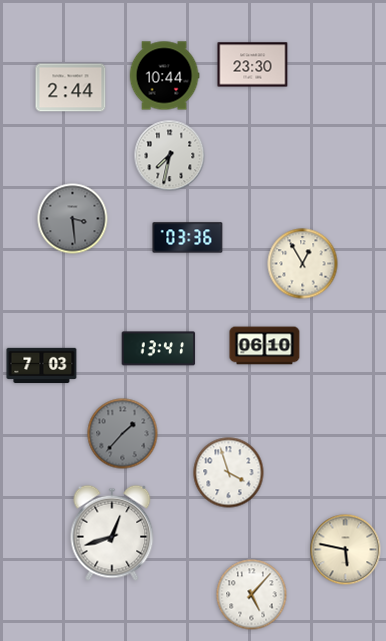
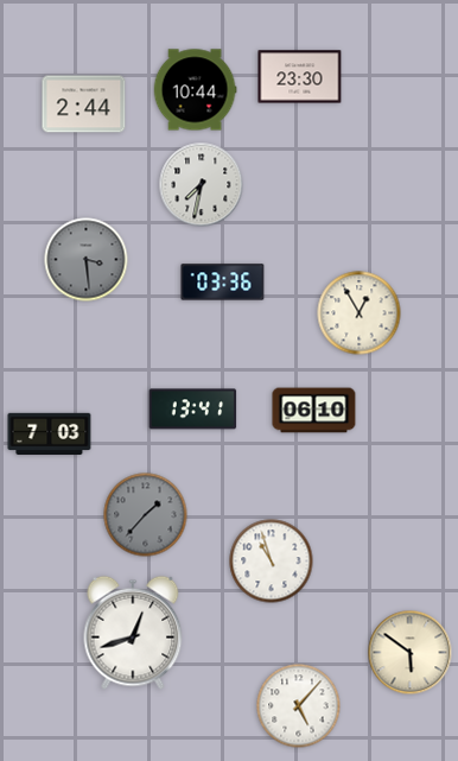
clock at (159, 349) position: (159, 349) -> (193, 410)
clock at (229, 473): 3:57 -> 10:57
clock at (346, 550): 5:47 -> 5:51
